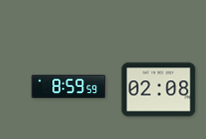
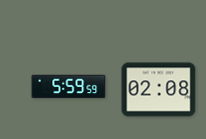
clock at (69, 87): 8:59 -> 5:59
